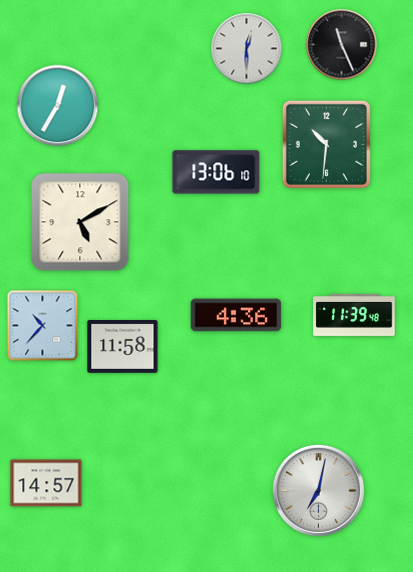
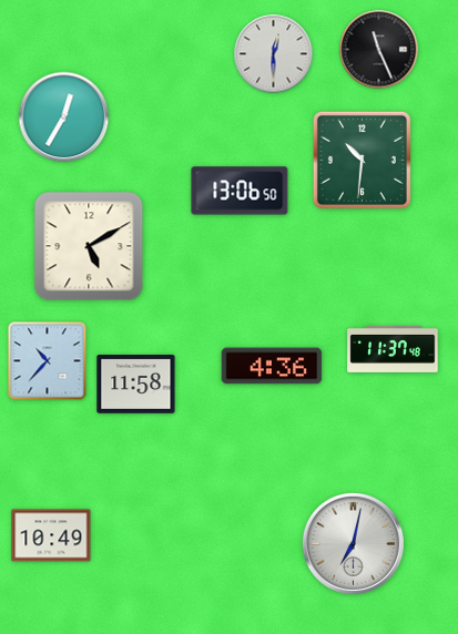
clock at (216, 172): 13:06:10 -> 13:06:50
clock at (236, 315) position: (236, 315) -> (272, 366)
clock at (354, 315): 11:39 -> 11:37
clock at (46, 483): 14:57 -> 10:49
